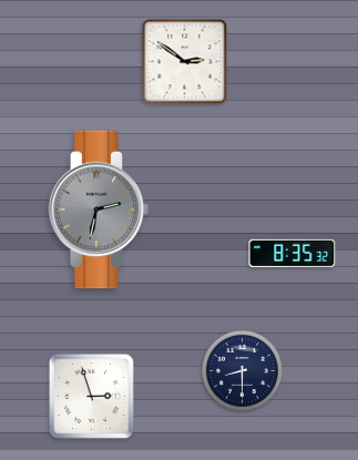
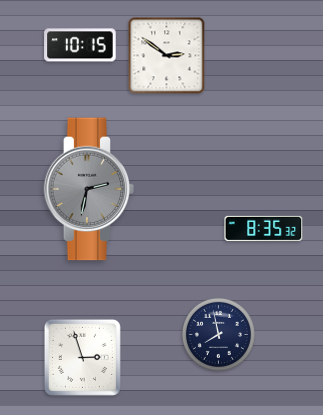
clock at (80, 45): none -> 10:15
clock at (242, 370): 8:30 -> 7:58
